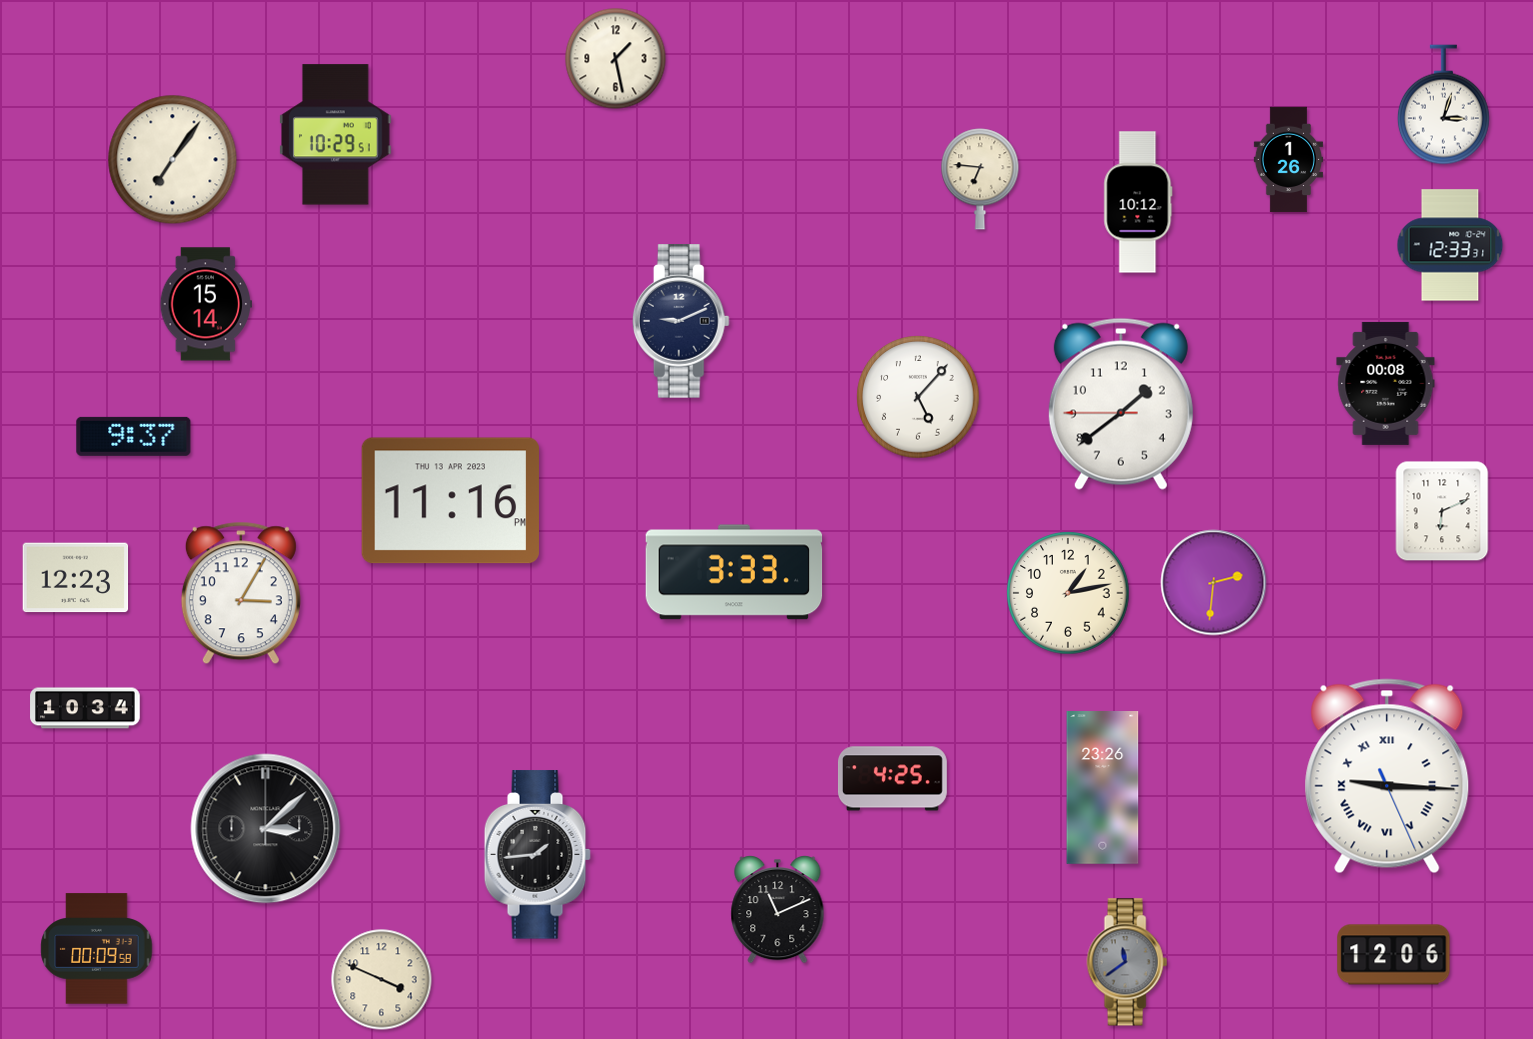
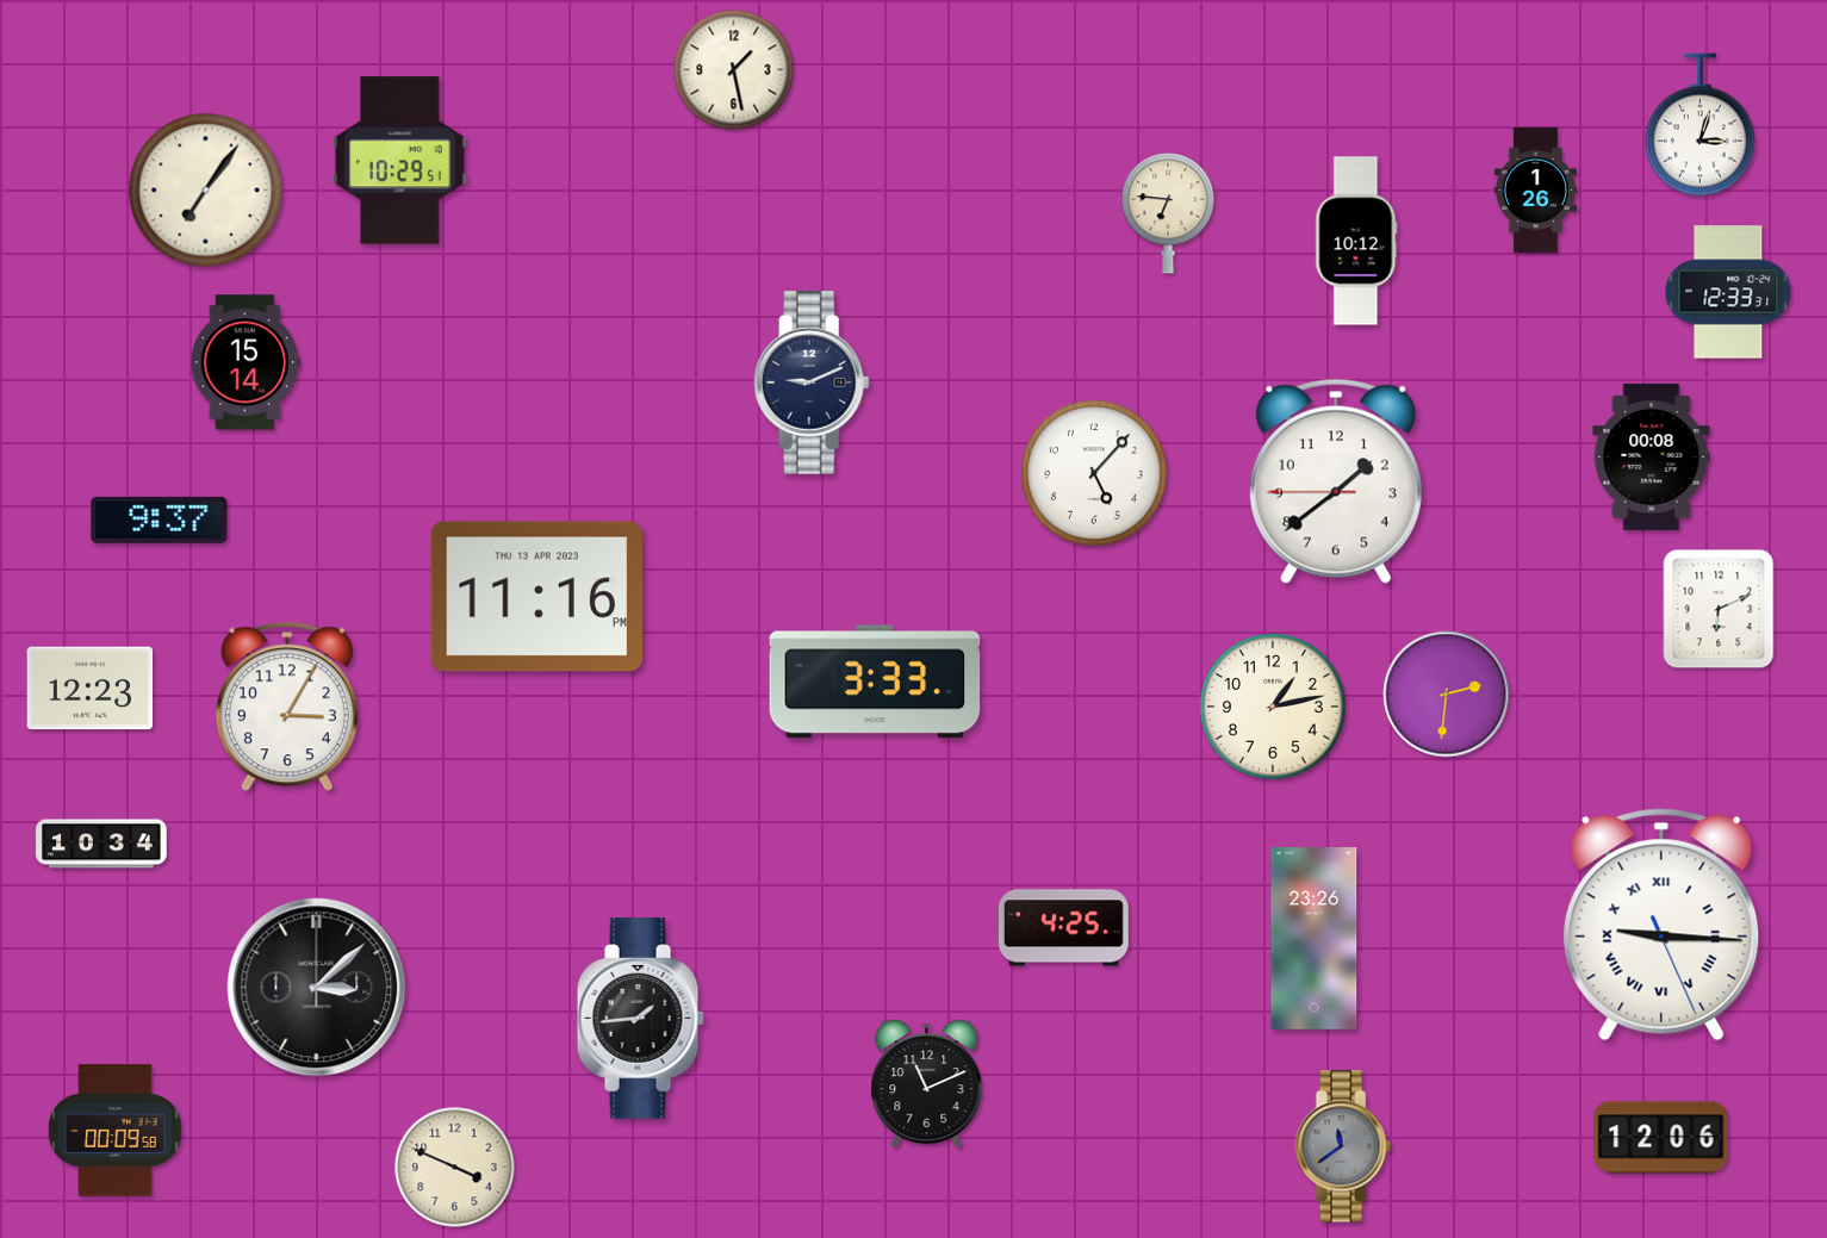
clock at (1443, 105) position: (1443, 105) -> (1699, 125)
clock at (1387, 776) position: (1387, 776) -> (1661, 925)
